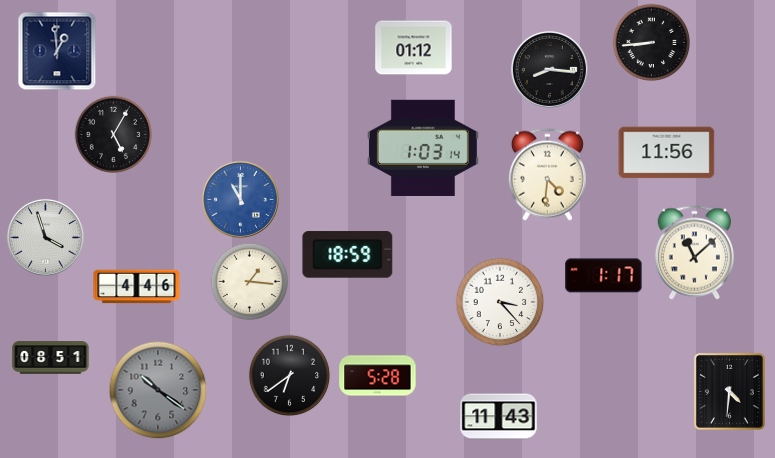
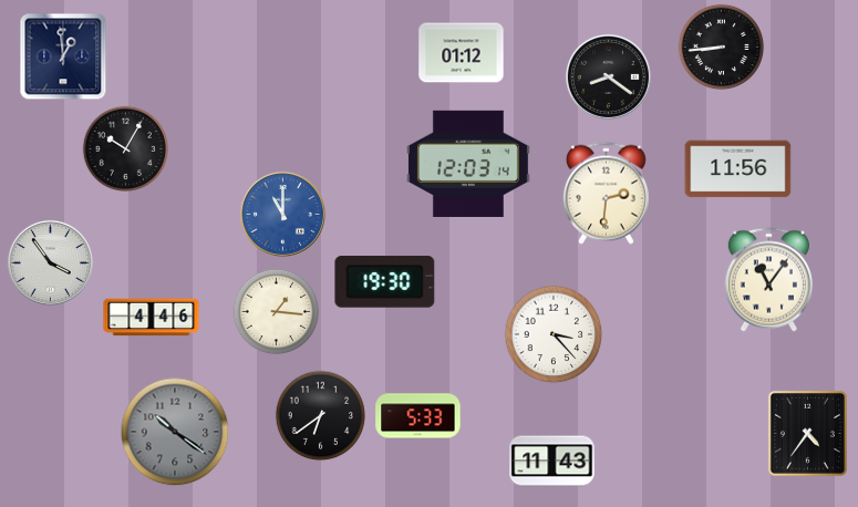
clock at (414, 48) position: (414, 48) -> (462, 53)
clock at (549, 69): 8:16 -> 8:21
clock at (113, 134): 5:05 -> 10:05
clock at (423, 148): 1:03 -> 12:03
clock at (547, 174): 4:31 -> 2:31
clock at (240, 199) position: (240, 199) -> (282, 214)
clock at (45, 237): 3:57 -> 3:54
clock at (694, 253): 11:08 -> 11:06
clock at (348, 255): 18:59 -> 19:30
clock at (604, 276): 1:17 -> none
clock at (51, 358): 08:51 -> none
clock at (378, 376): 5:28 -> 5:33
clock at (729, 391): 4:31 -> 4:36
